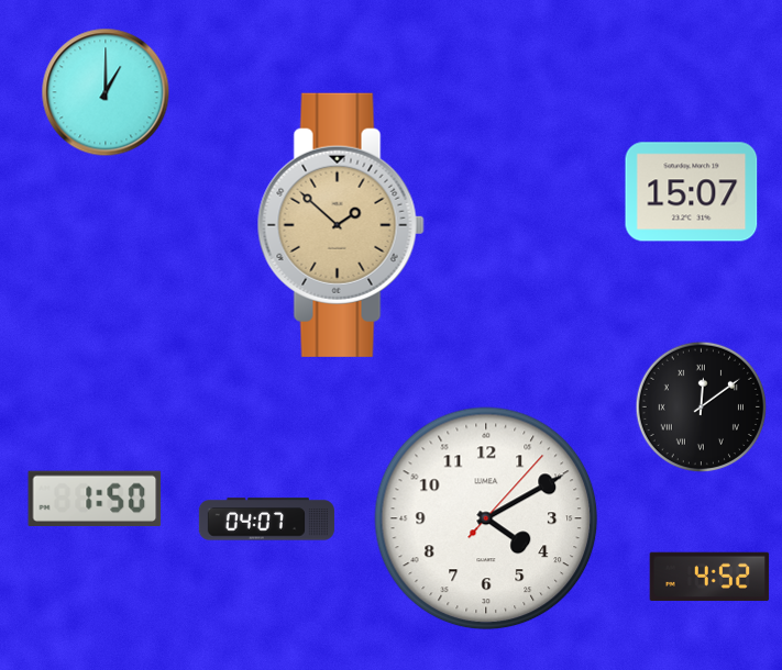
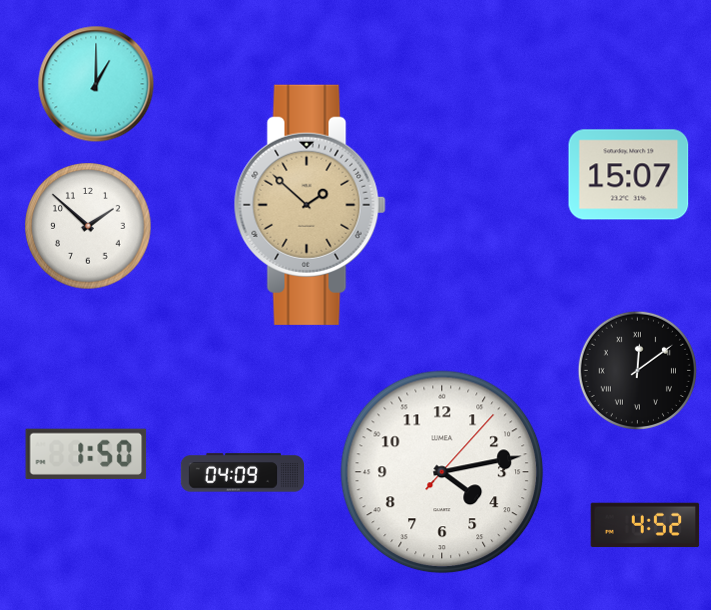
clock at (88, 226): none -> 1:52
clock at (486, 518): 4:10 -> 4:13
clock at (266, 520): 04:07 -> 04:09
